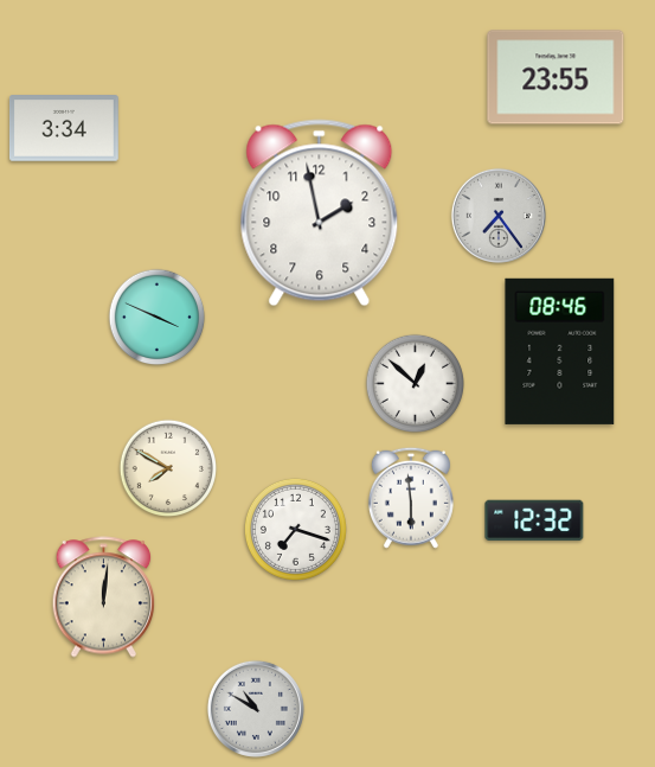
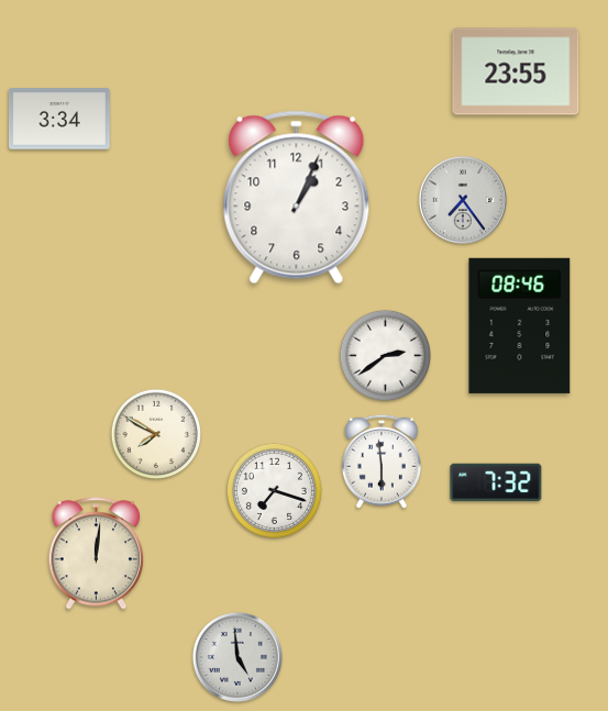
clock at (320, 213): 1:58 -> 1:04
clock at (158, 318): 3:49 -> none
clock at (415, 383): 12:52 -> 2:39
clock at (534, 520): 12:32 -> 7:32
clock at (256, 709): 10:50 -> 4:59
